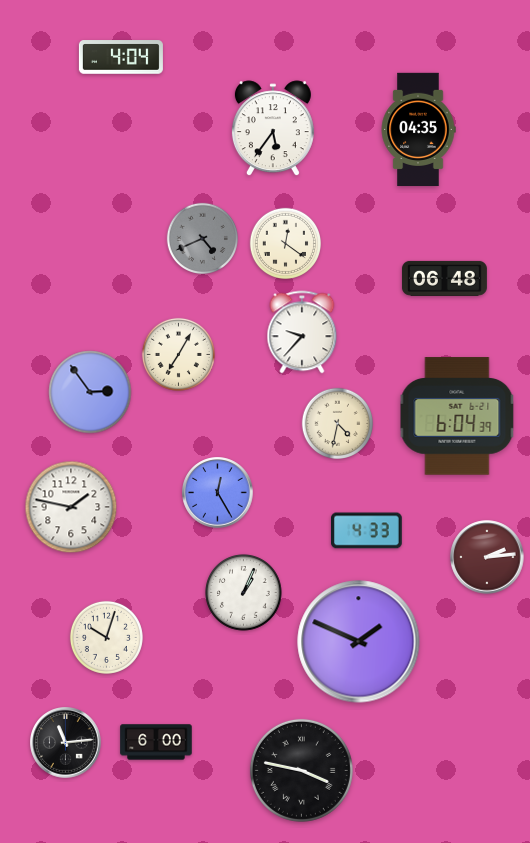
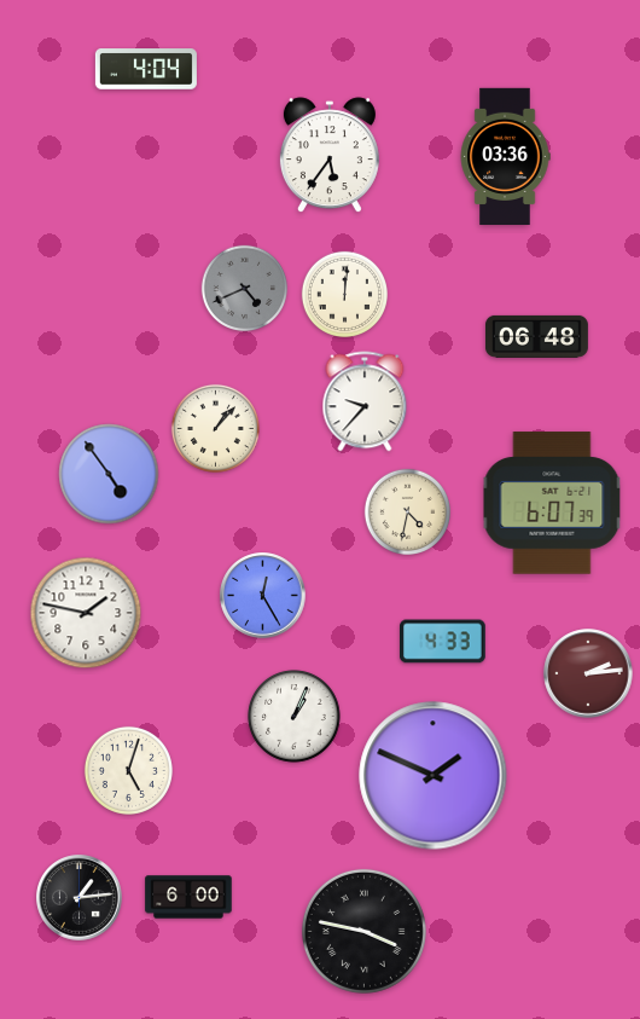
clock at (418, 130): 04:35 -> 03:36
clock at (285, 243): 12:21 -> 12:01
clock at (178, 354): 7:05 -> 1:07
clock at (90, 392): 2:54 -> 4:54
clock at (457, 416): 6:04 -> 6:07
clock at (106, 637): 10:03 -> 5:03
clock at (66, 743): 11:14 -> 1:14
